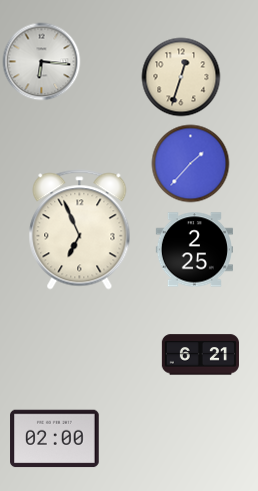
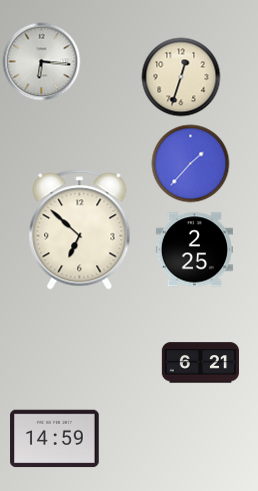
clock at (80, 230): 6:56 -> 6:52
clock at (200, 355) position: (200, 355) -> (200, 363)
clock at (55, 439): 02:00 -> 14:59
